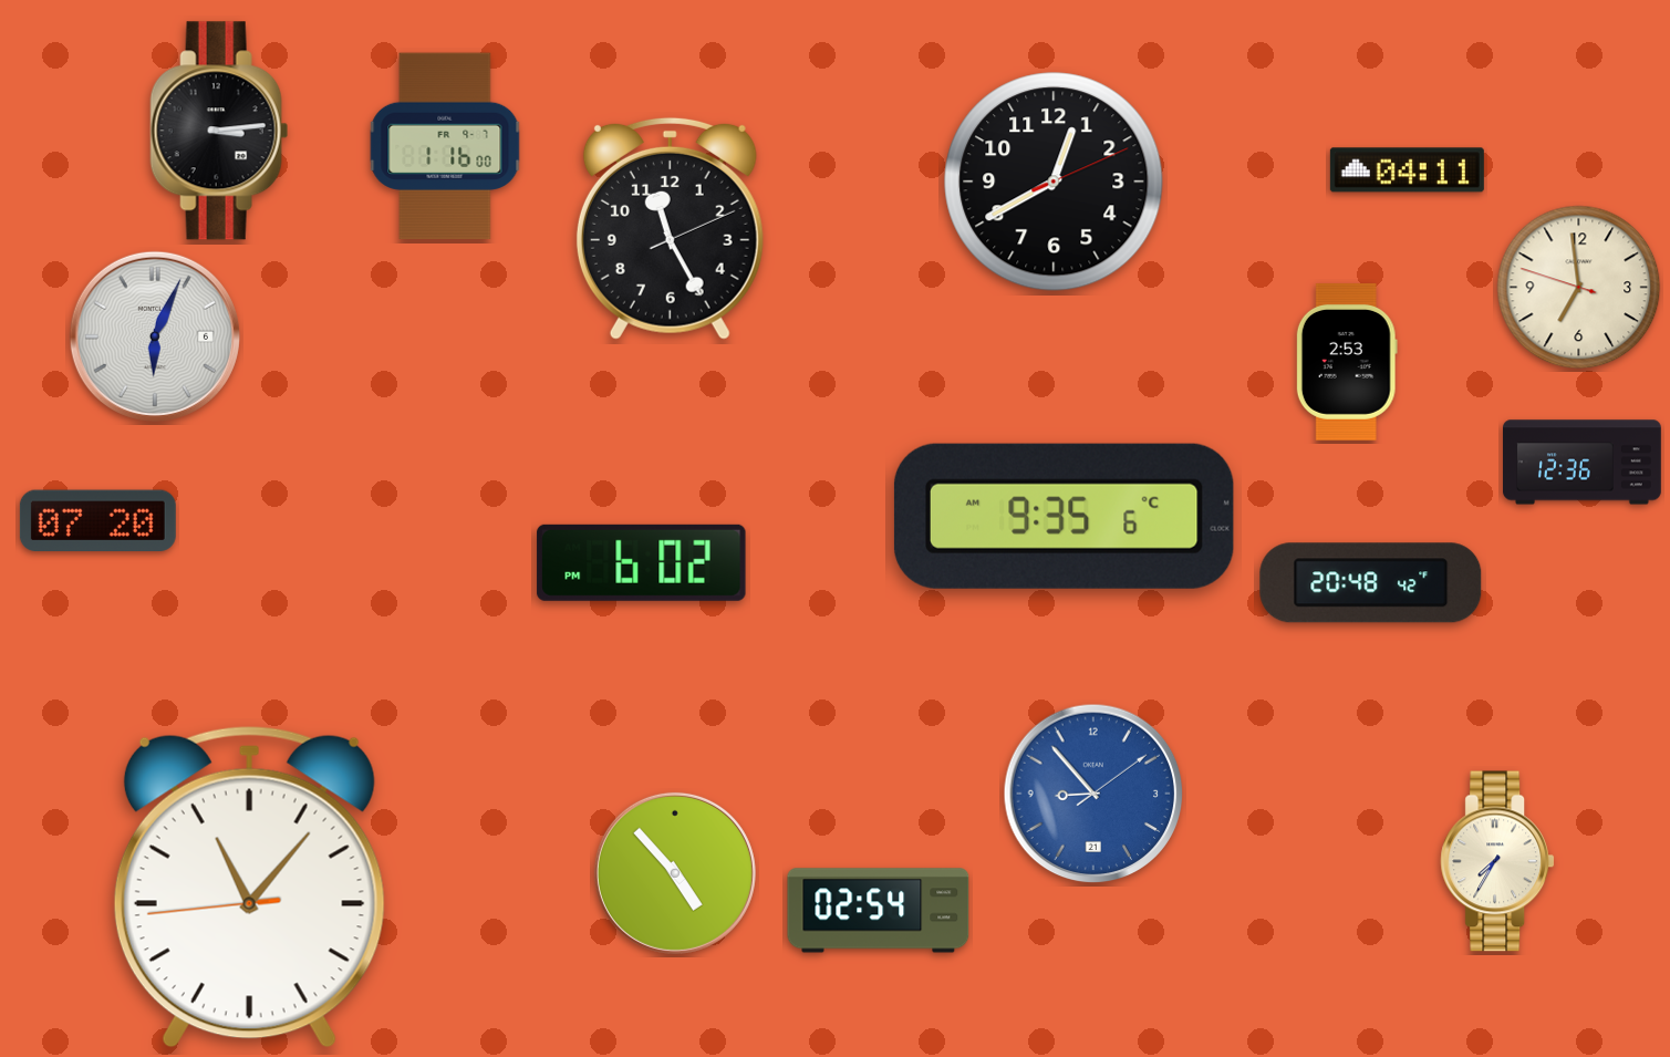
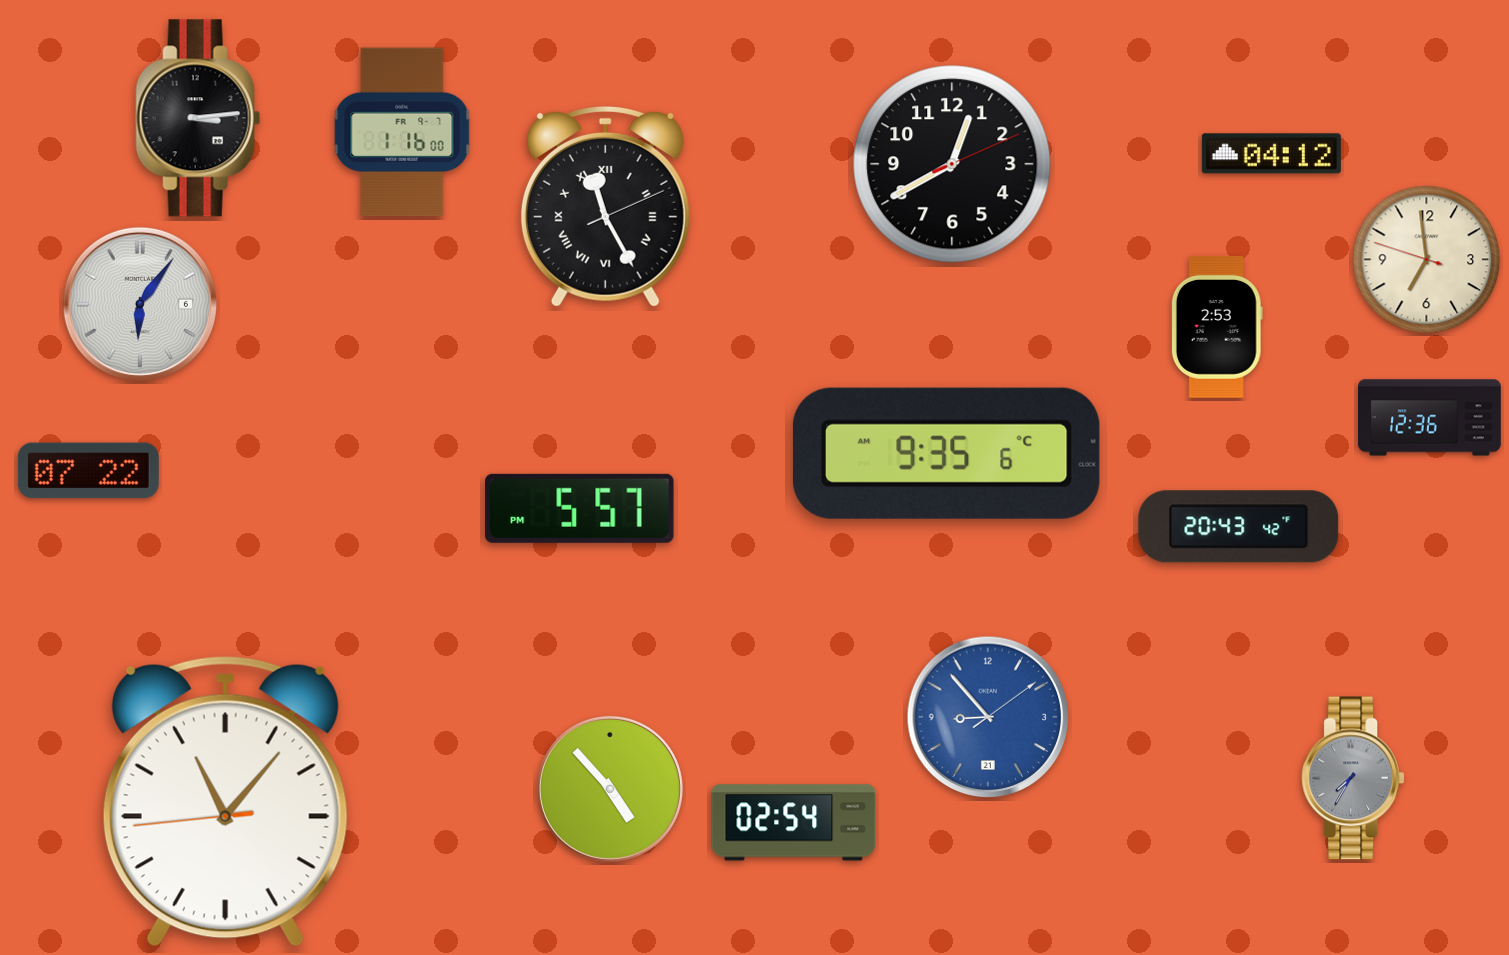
clock at (1407, 170): 04:11 -> 04:12
clock at (670, 228) numerals: Arabic -> Roman
clock at (155, 336): 6:04 -> 6:06
clock at (1064, 516) position: (1064, 516) -> (946, 453)
clock at (97, 521): 07:20 -> 07:22
clock at (642, 562): 6:02 -> 5:57
clock at (1371, 583): 20:48 -> 20:43
clock at (1497, 861) dial: cream -> grey
